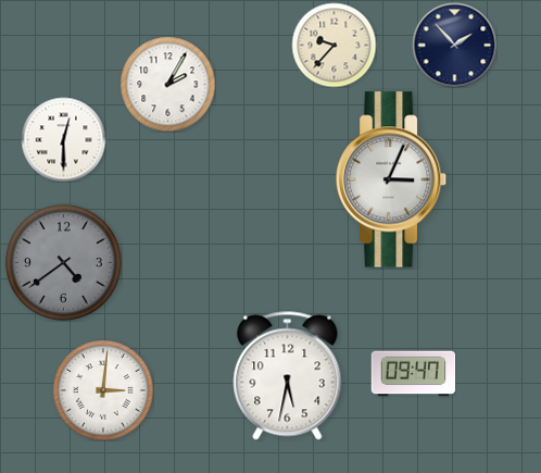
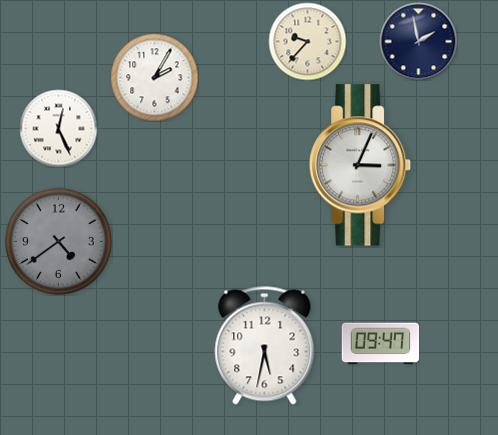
clock at (454, 45): 1:53 -> 1:58
clock at (63, 139): 12:30 -> 12:26
clock at (103, 390): 3:01 -> none
